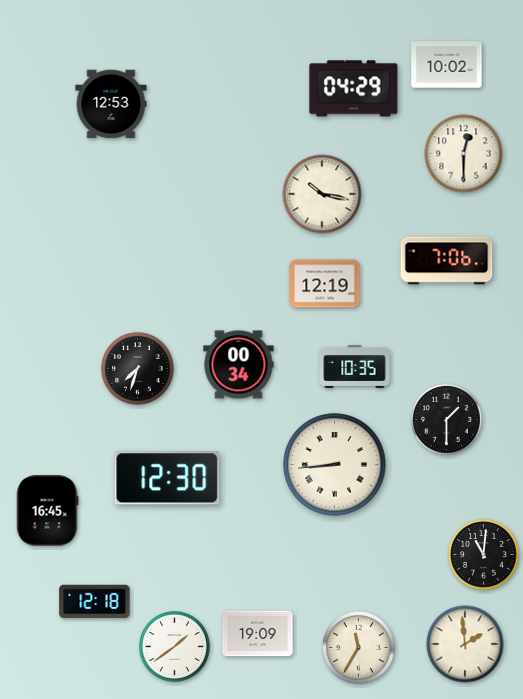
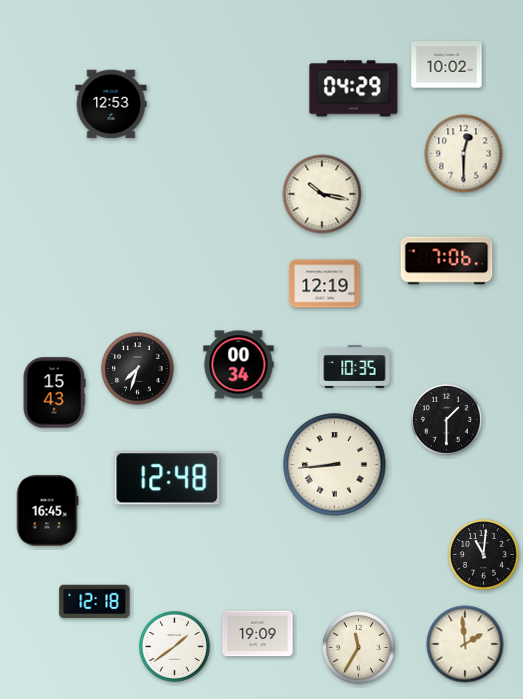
clock at (54, 393): none -> 15:43
clock at (167, 478): 12:30 -> 12:48
